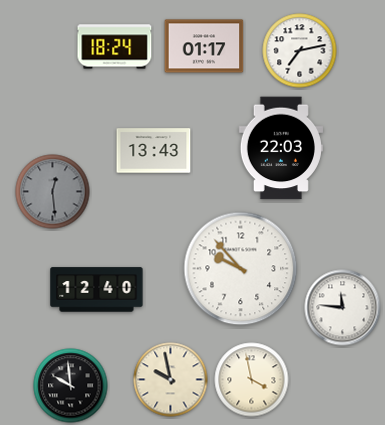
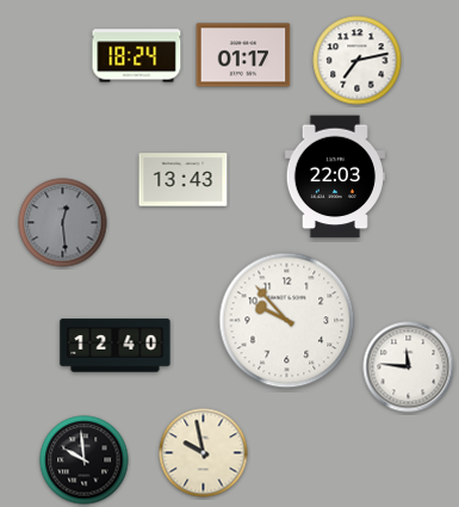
clock at (53, 192) position: (53, 192) -> (63, 223)
clock at (252, 380): 3:58 -> none
